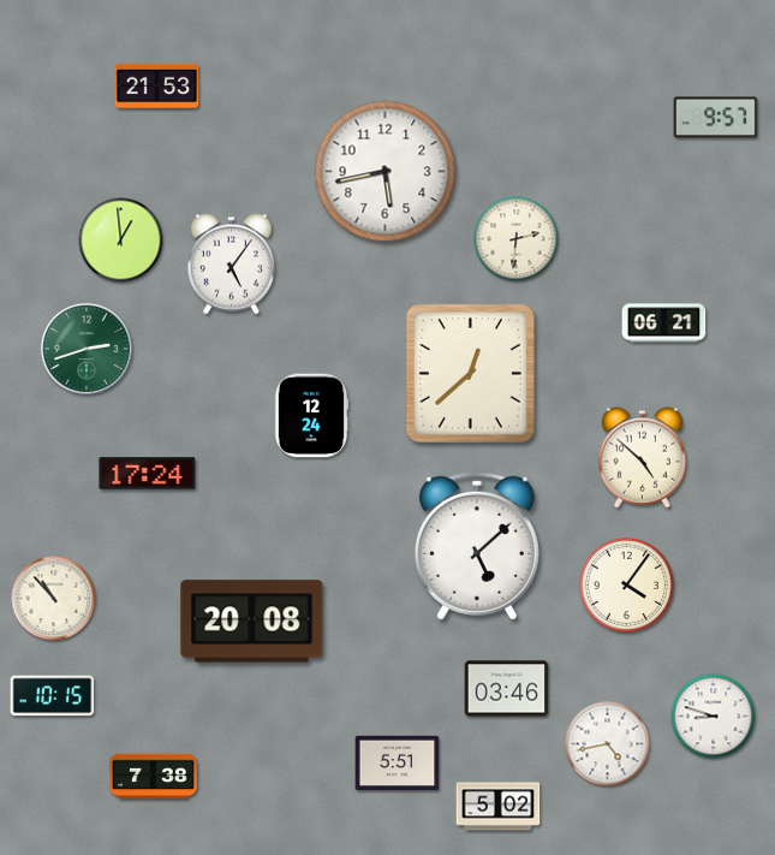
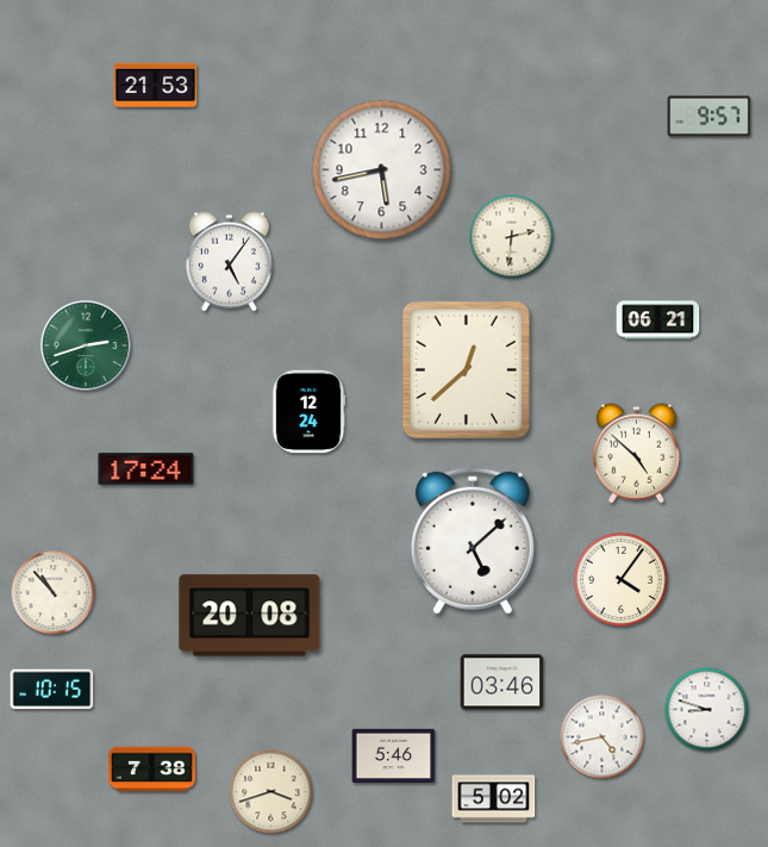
clock at (121, 241): 12:59 -> none
clock at (398, 764): 5:51 -> 5:46
clock at (271, 792): none -> 3:42
